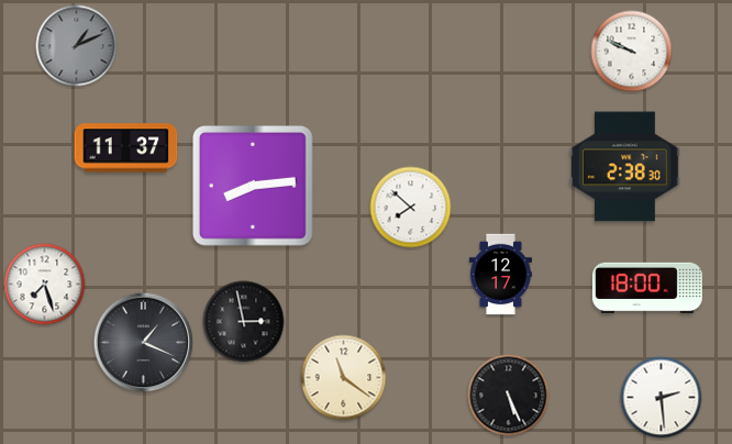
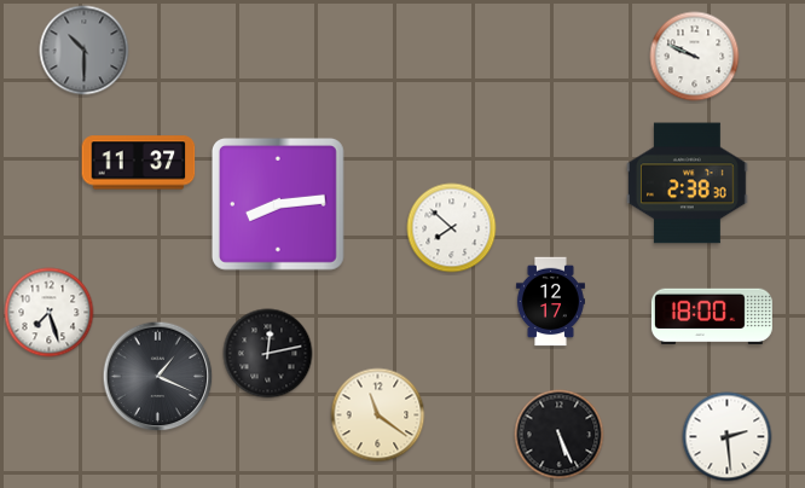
clock at (77, 46): 1:11 -> 10:30
clock at (244, 322): 2:58 -> 12:13
